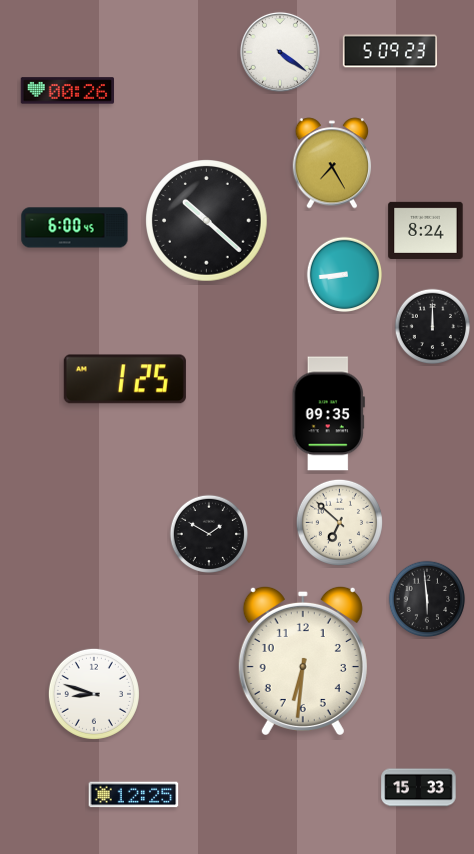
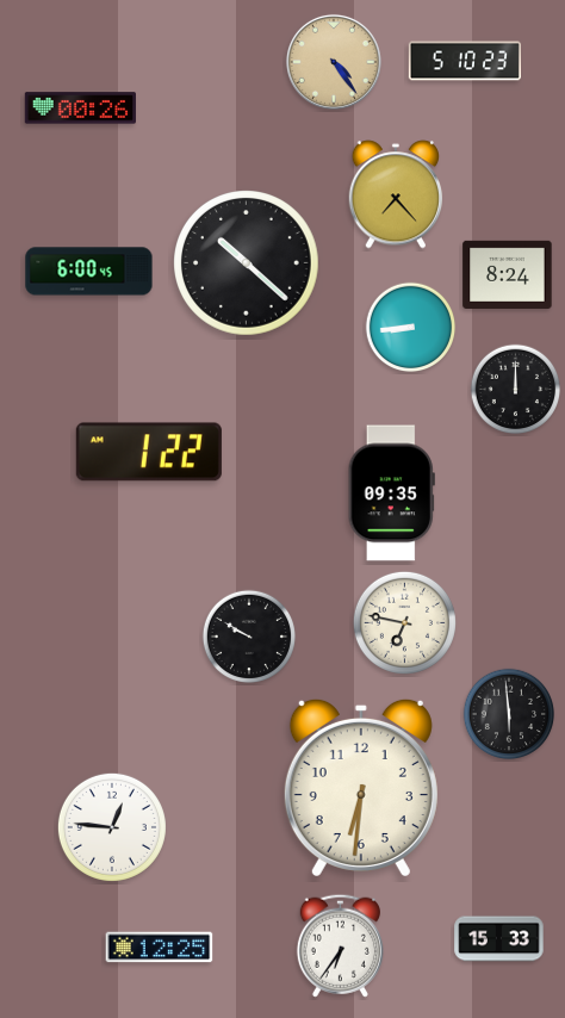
clock at (389, 51): 5:09 -> 5:10
clock at (280, 52): 4:21 -> 4:24
clock at (280, 52) dial: white -> champagne
clock at (332, 163): 7:25 -> 7:23
clock at (125, 379): 1:25 -> 1:22
clock at (339, 522): 6:52 -> 6:47
clock at (208, 533): 1:50 -> 9:50
clock at (94, 694): 8:48 -> 12:46
clock at (340, 945): none -> 6:36
